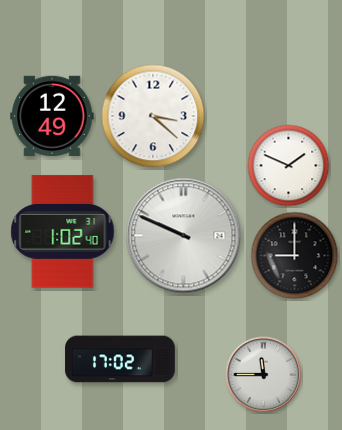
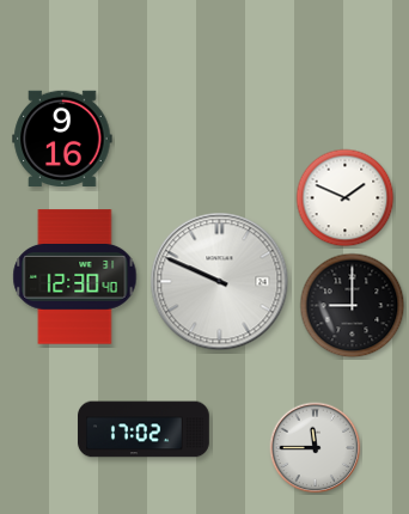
clock at (52, 115): 12:49 -> 9:16
clock at (153, 116): 3:22 -> none
clock at (63, 232): 1:02 -> 12:30
